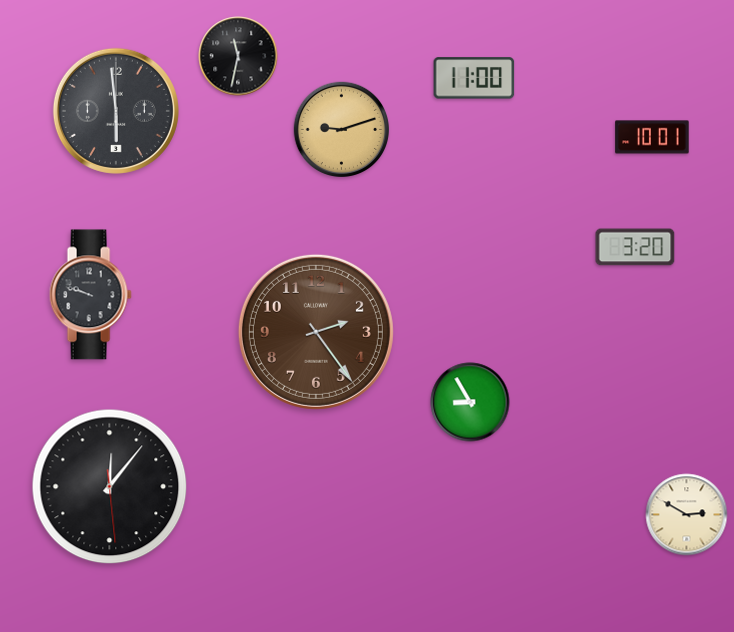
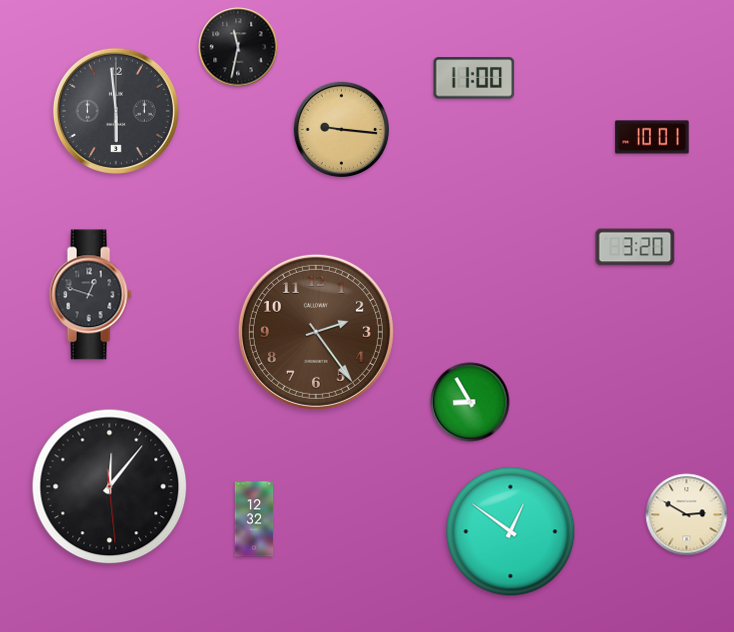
clock at (238, 56) position: (238, 56) -> (238, 47)
clock at (342, 130): 9:12 -> 9:16
clock at (90, 295): 9:48 -> 12:48
clock at (254, 519): none -> 12:32
clock at (511, 532): none -> 12:51
